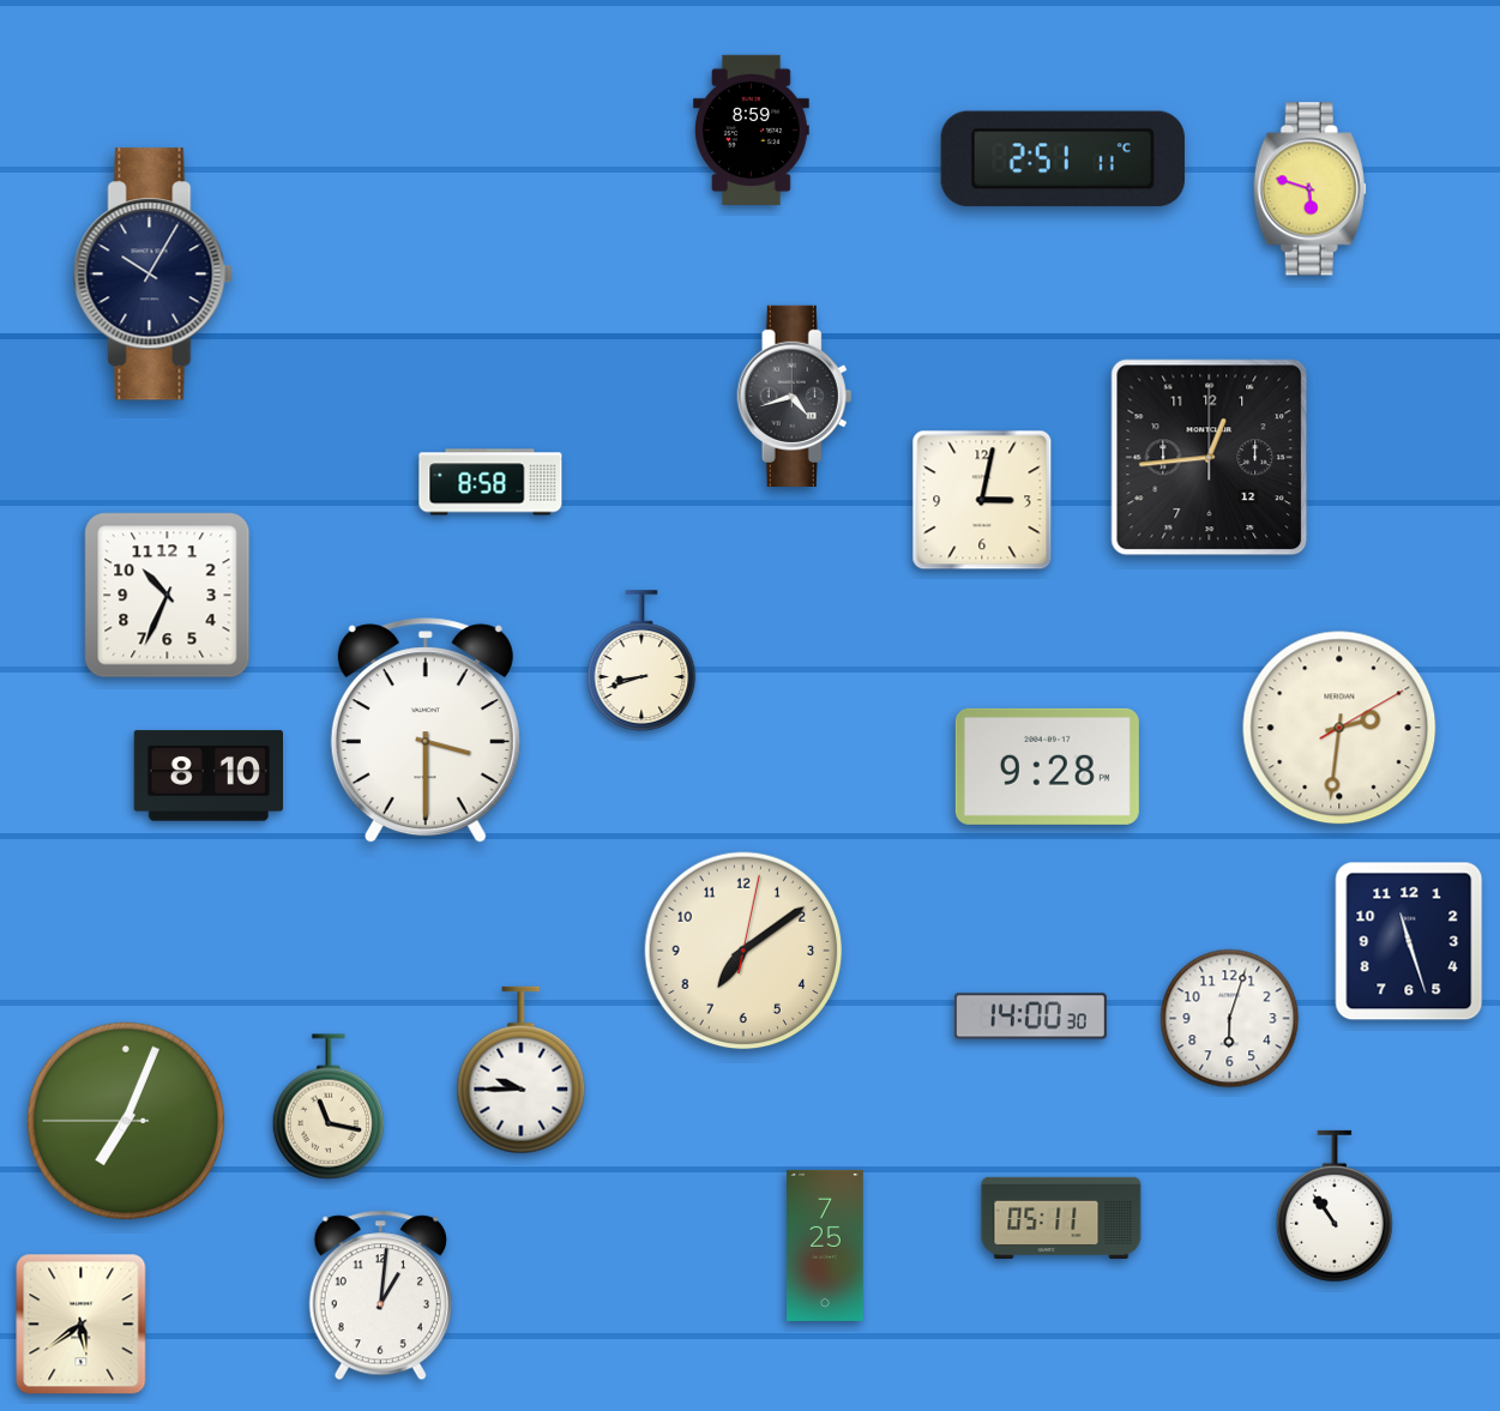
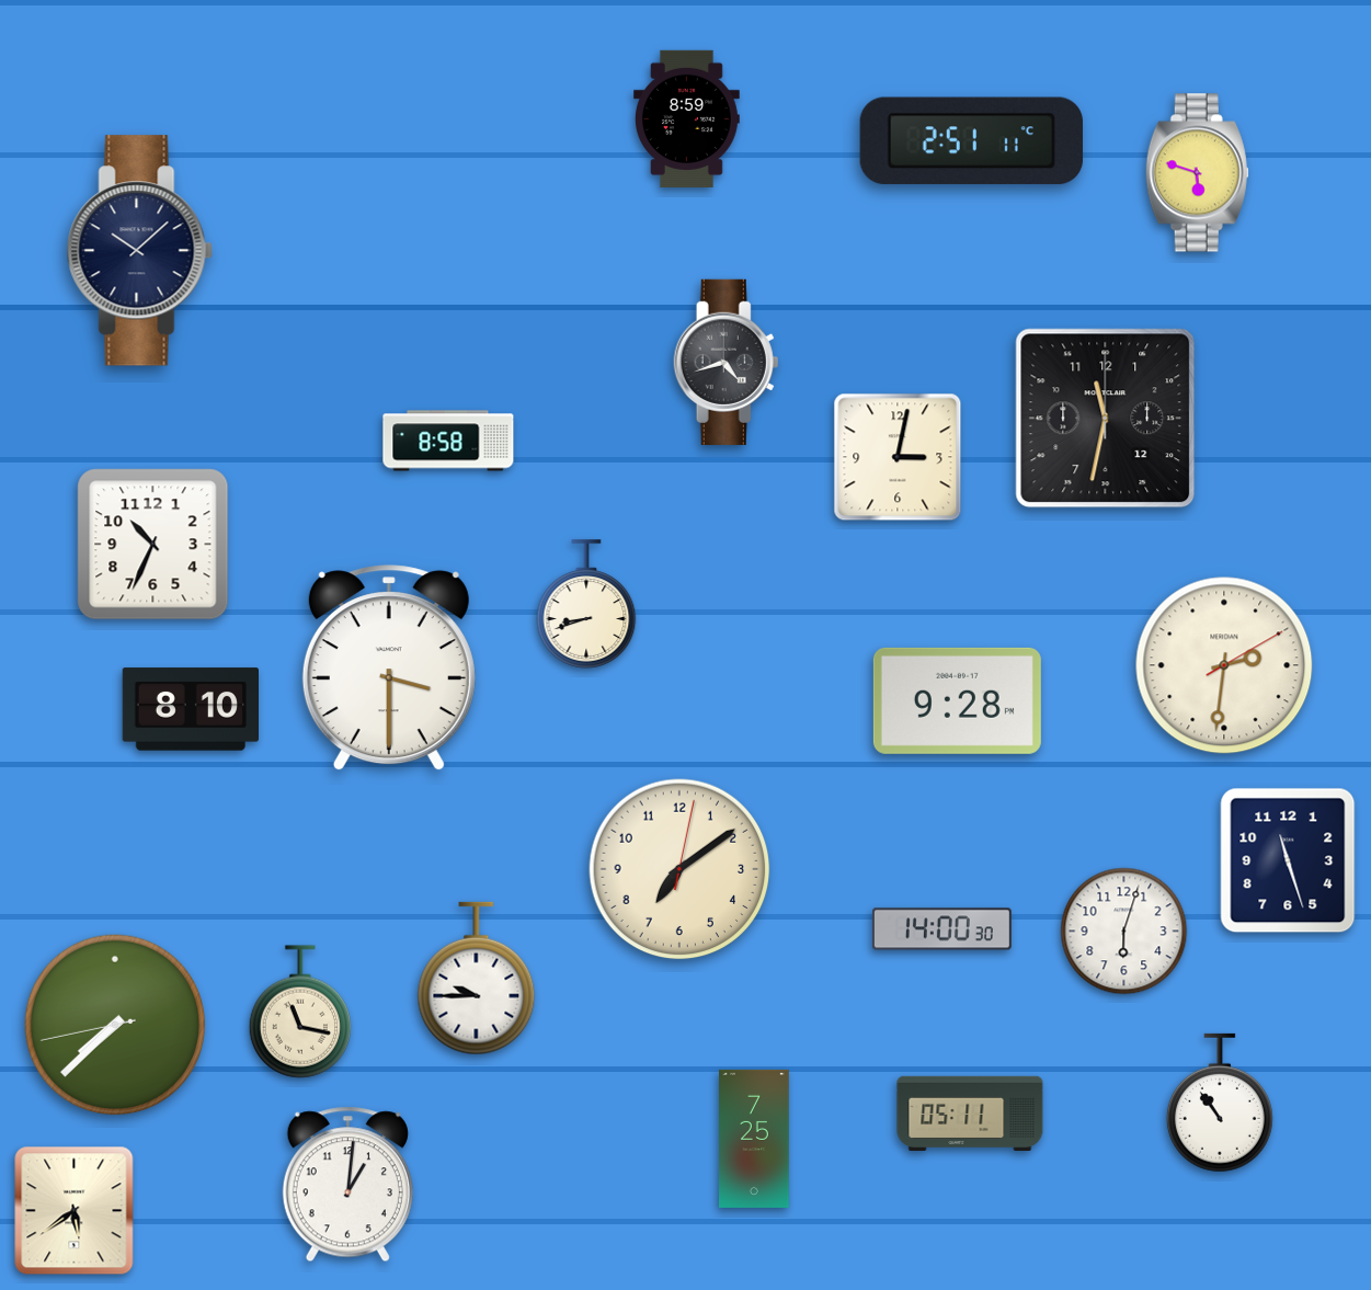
clock at (1062, 159) position: (1062, 159) -> (971, 141)
clock at (152, 275): 10:05 -> 10:08
clock at (1210, 458): 12:44 -> 11:32
clock at (126, 1121): 7:03 -> 7:37
